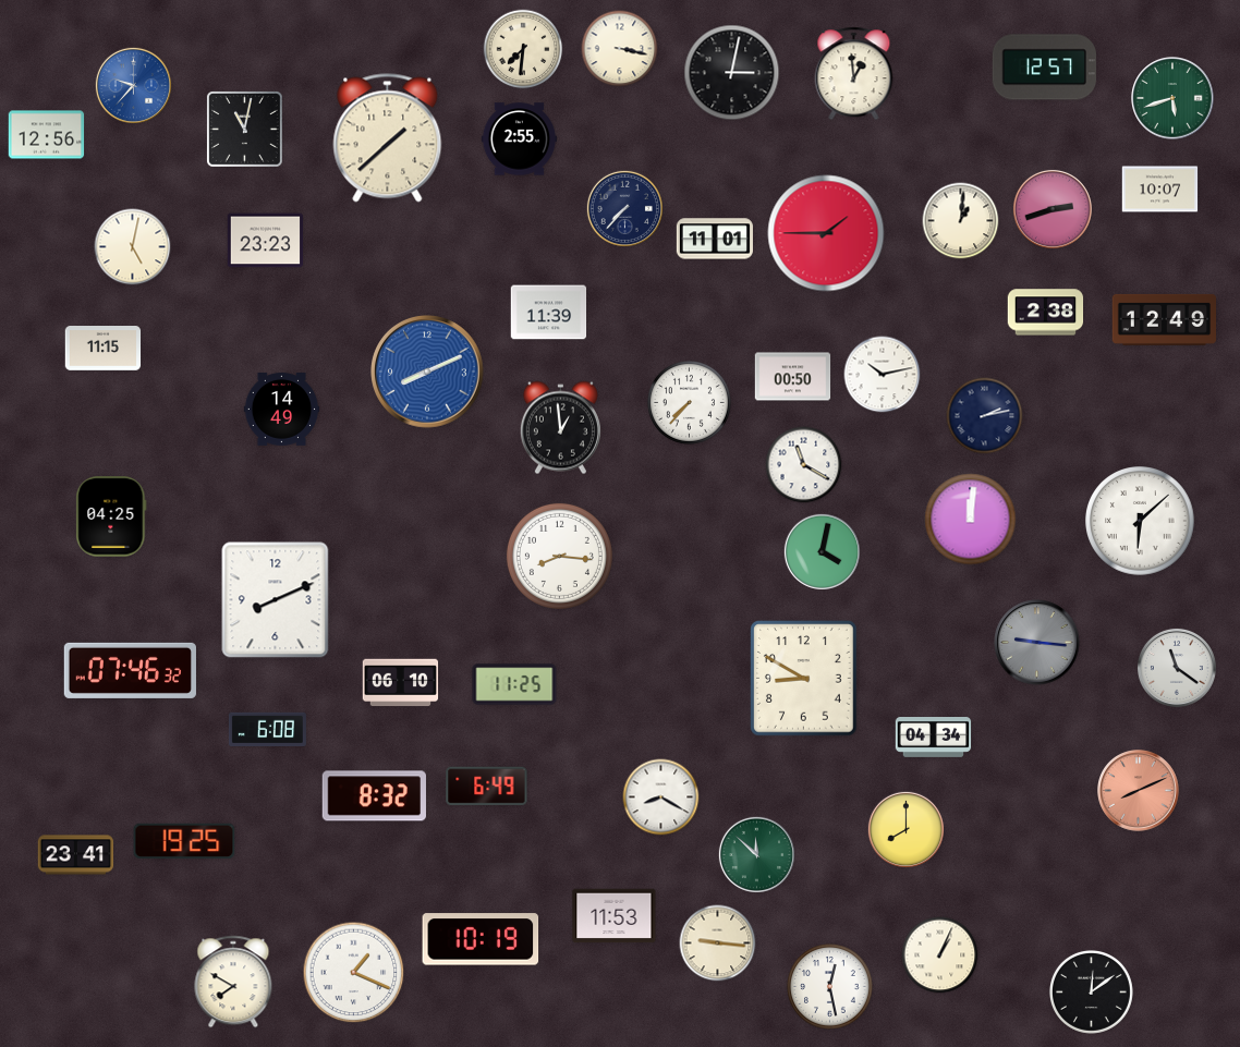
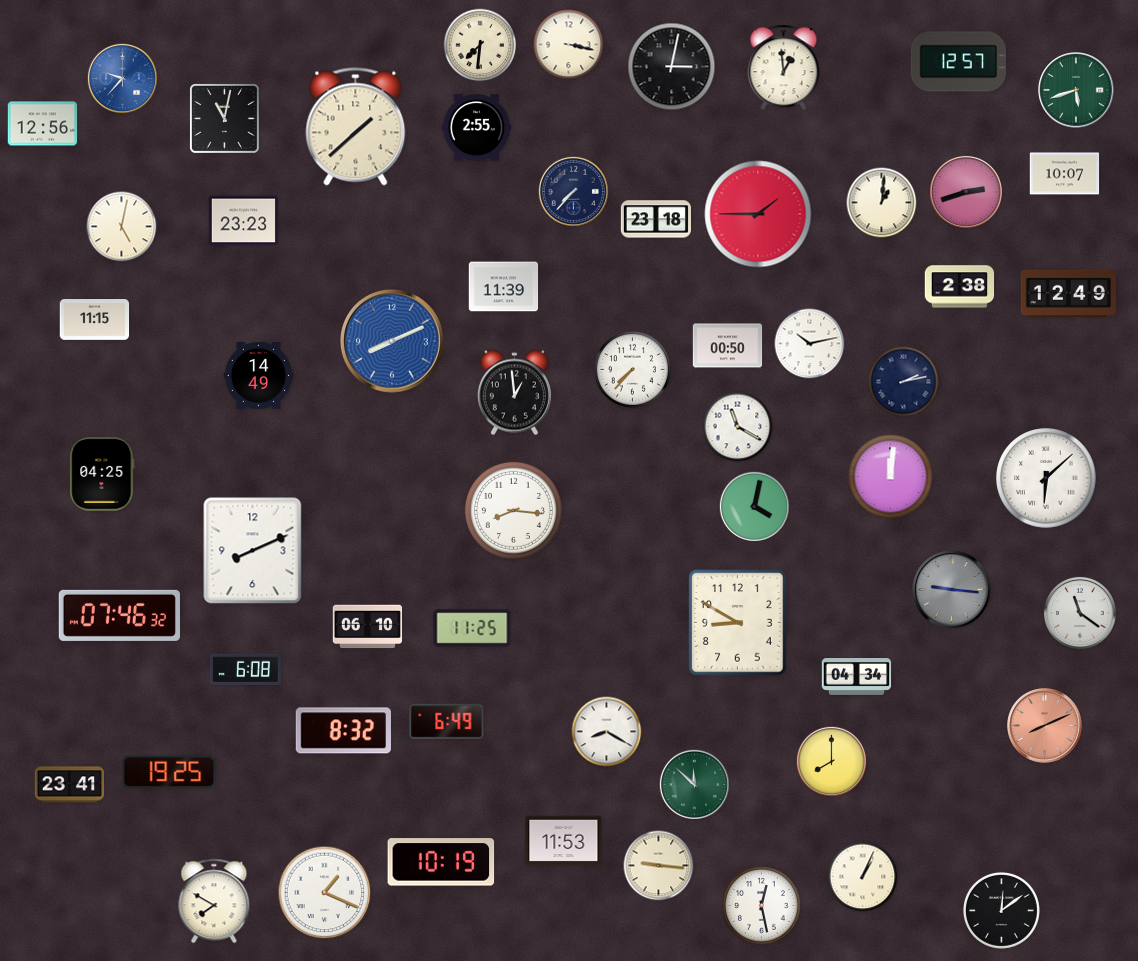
clock at (715, 239): 11:01 -> 23:18
